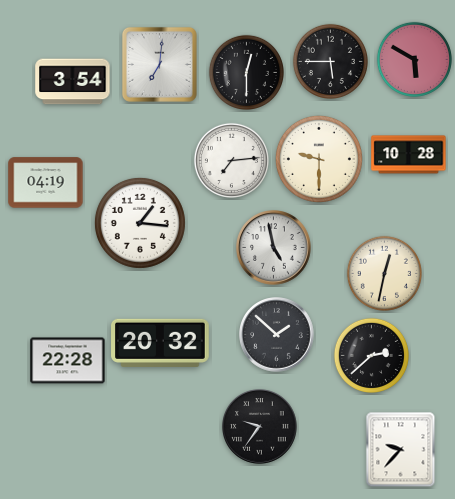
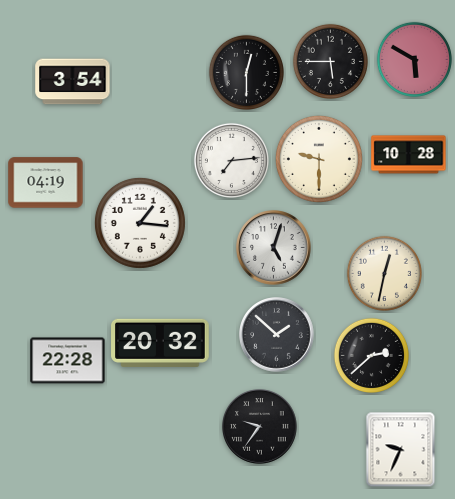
clock at (159, 64): 7:01 -> none
clock at (274, 248): 4:58 -> 5:03
clock at (401, 450): 9:37 -> 9:34
